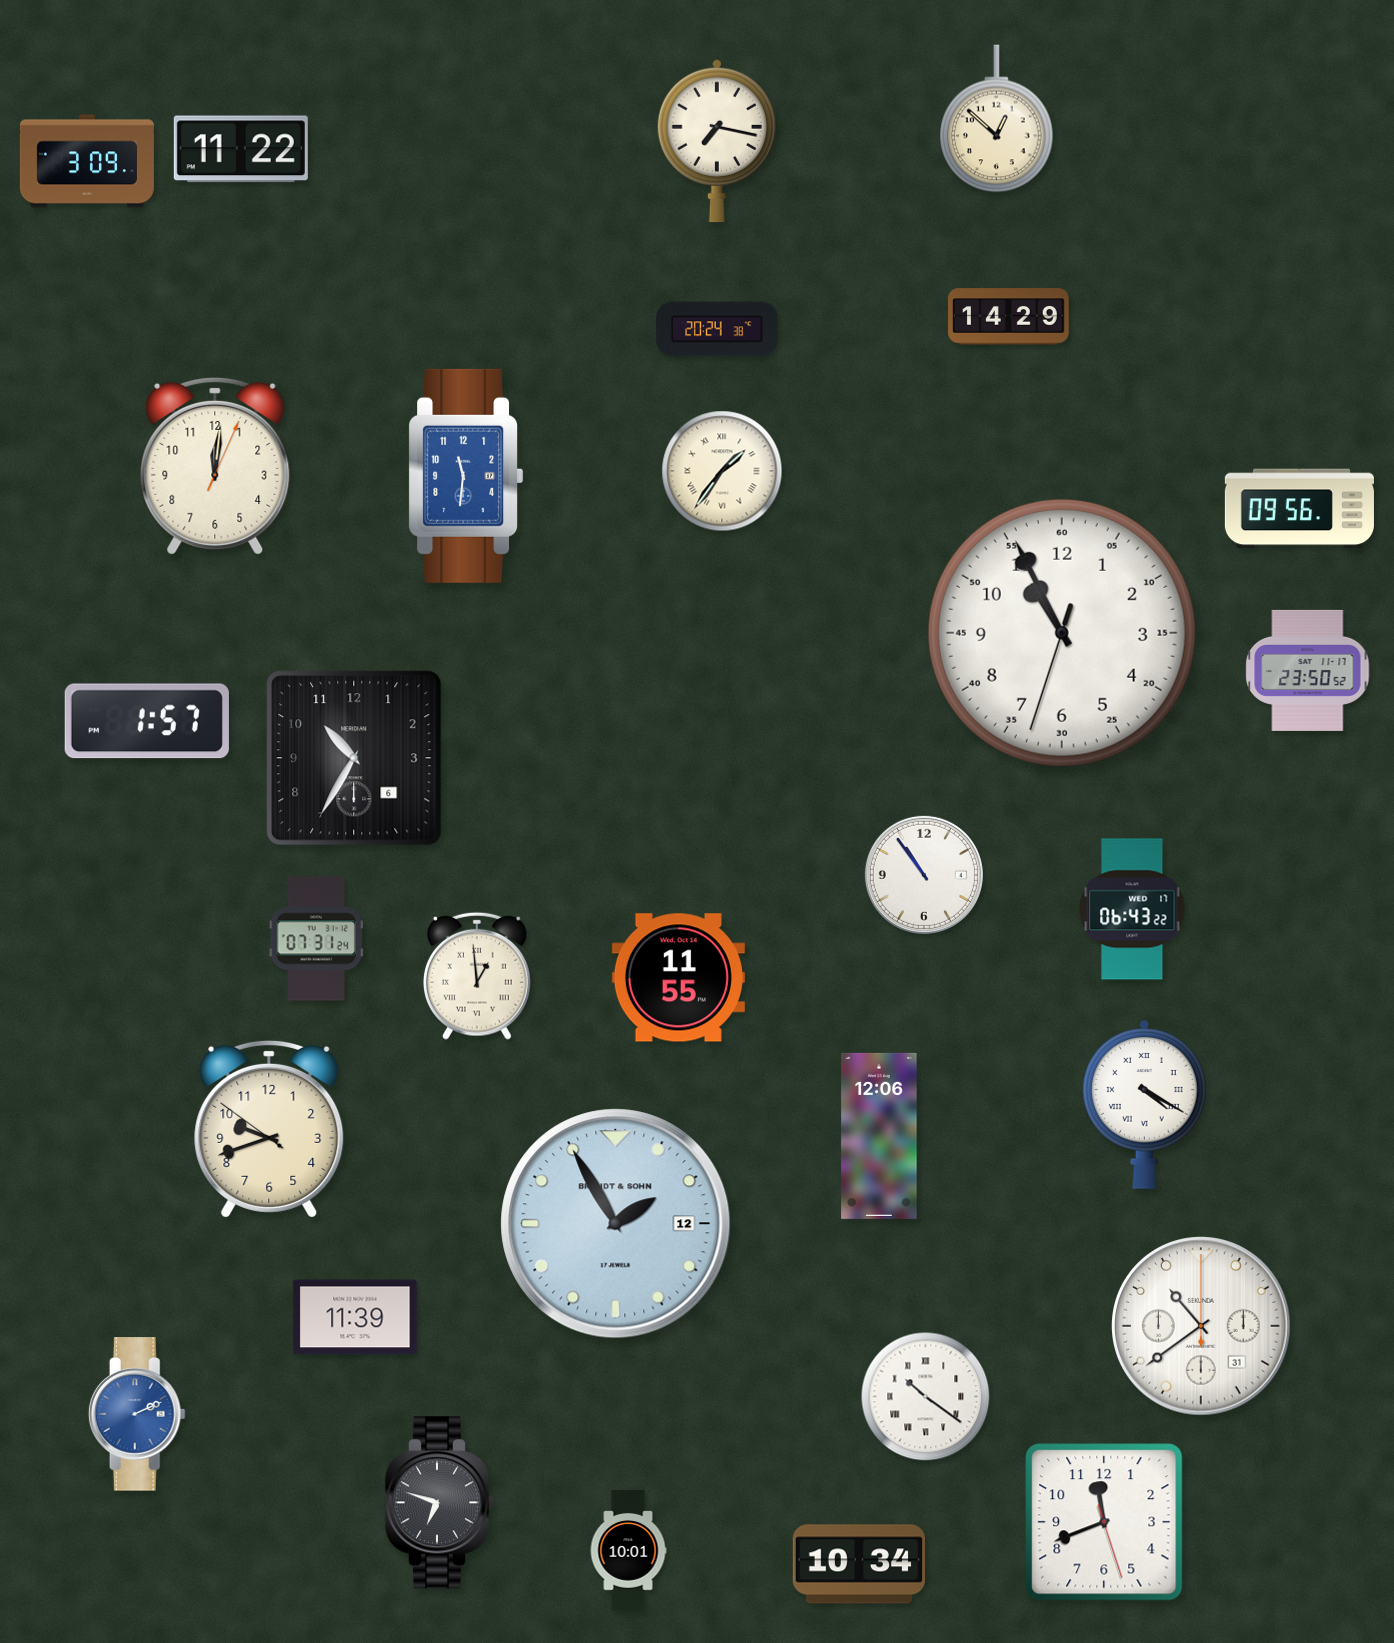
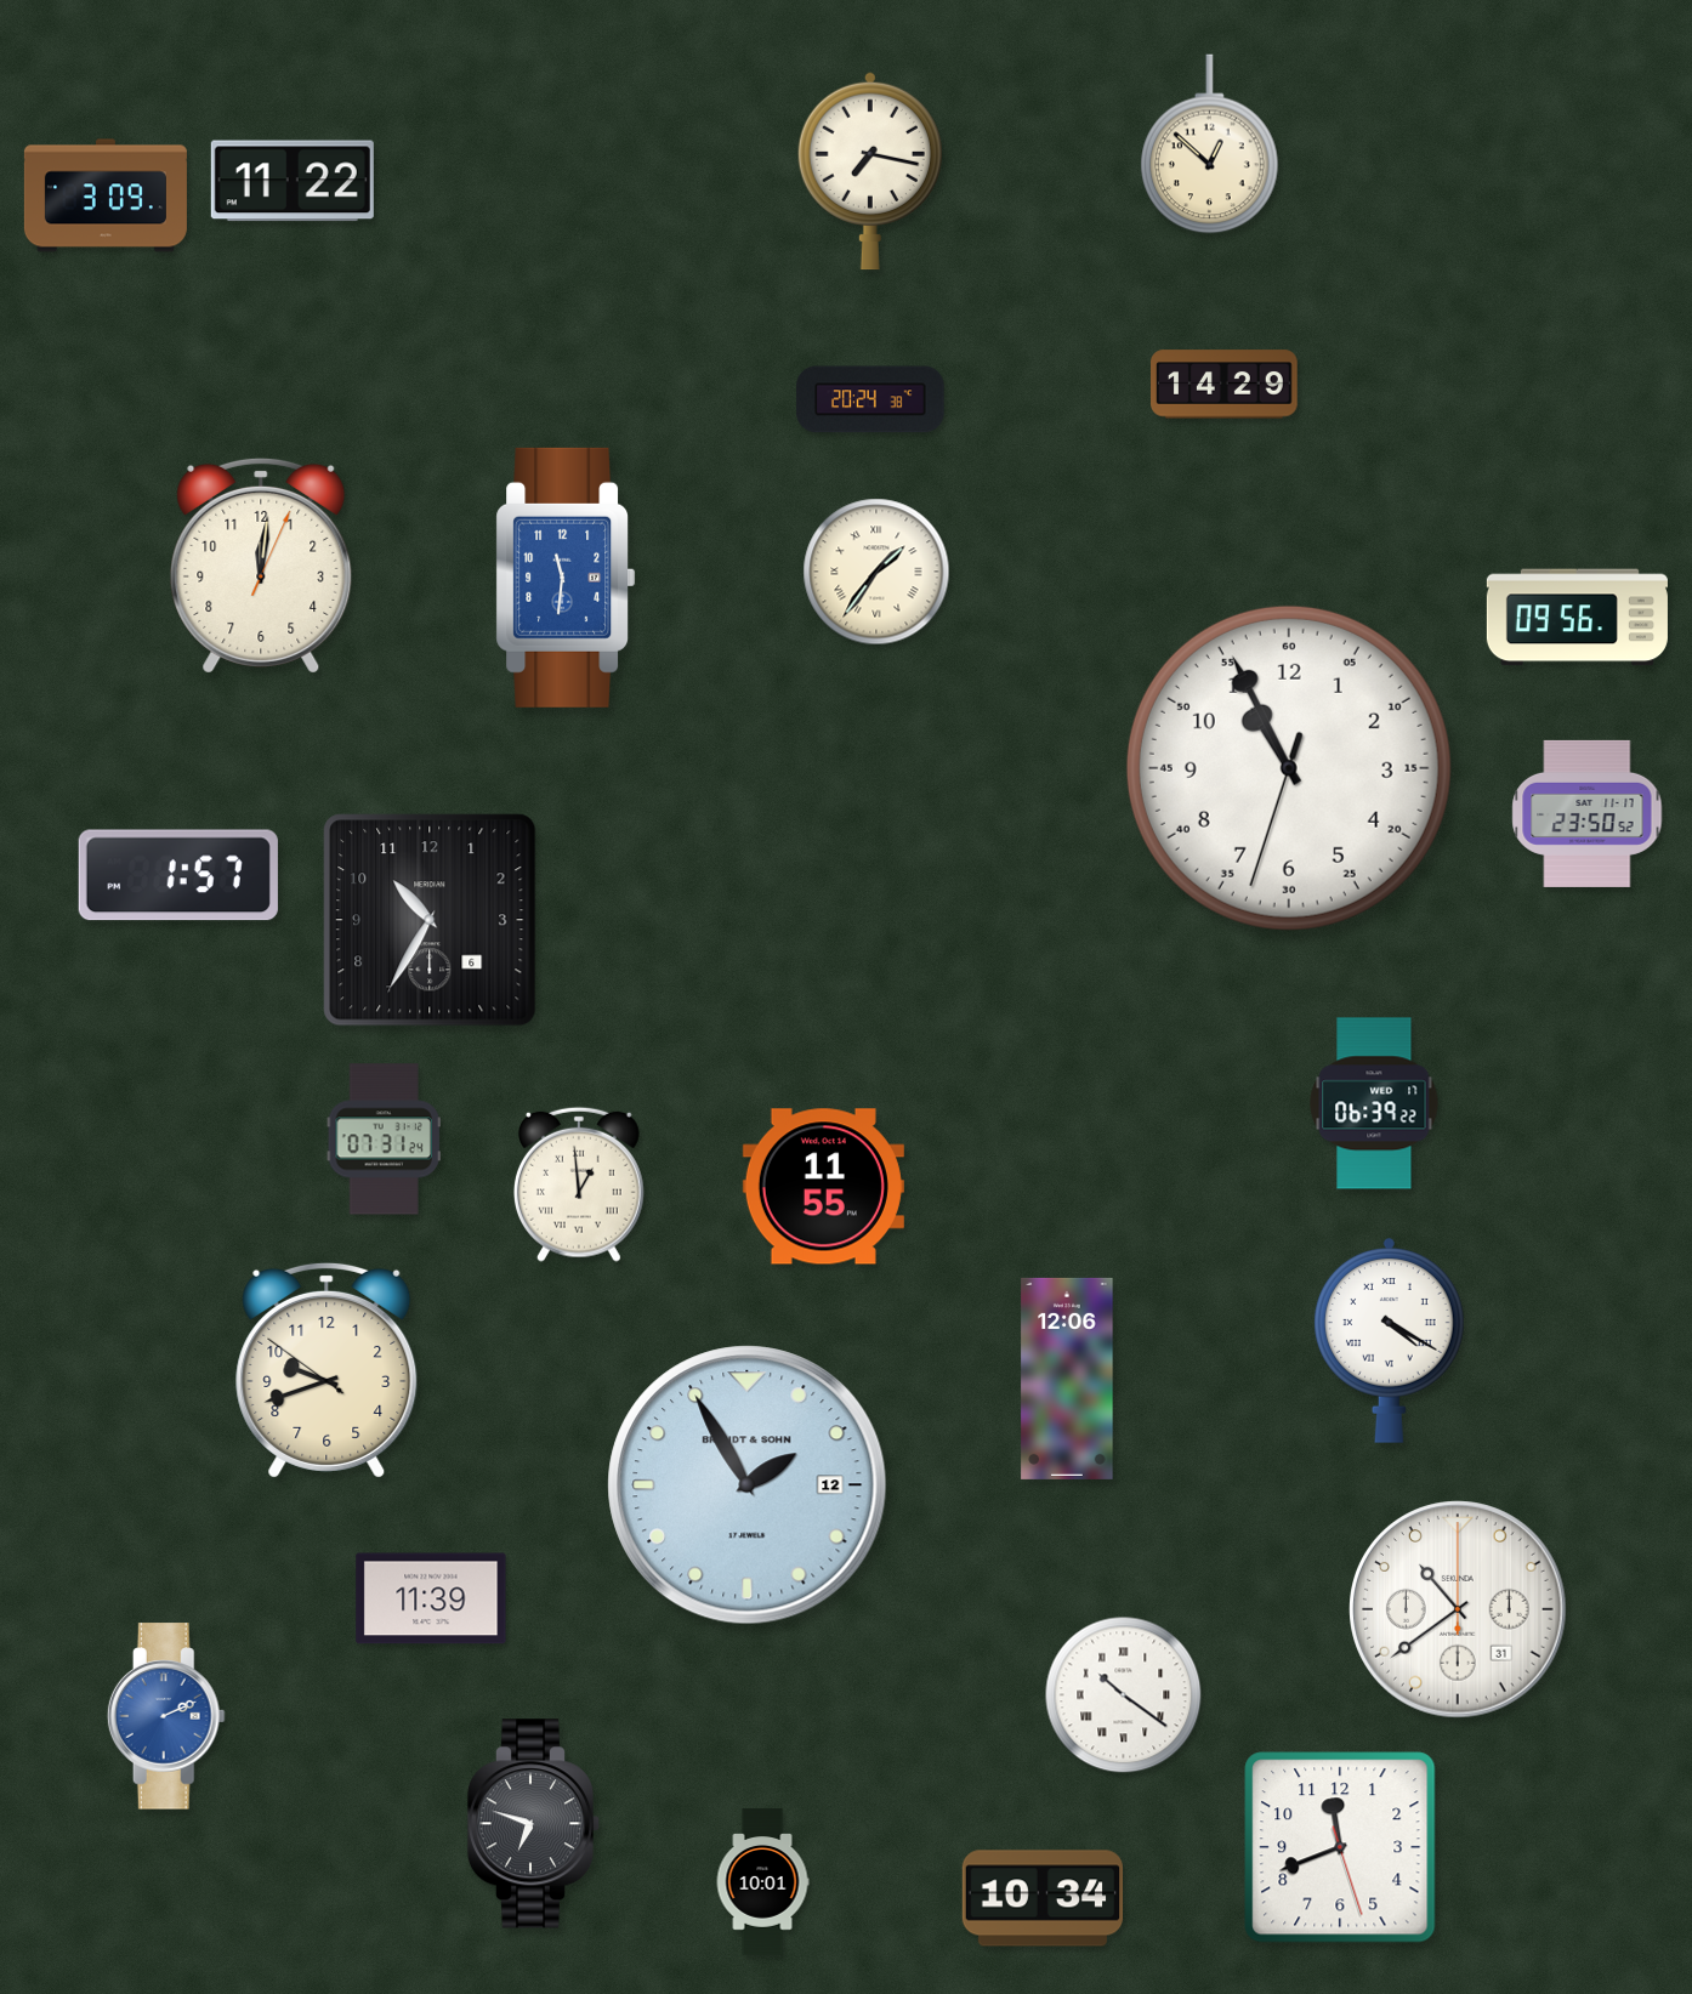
clock at (924, 875): 10:54 -> none
clock at (1132, 909): 06:43 -> 06:39
